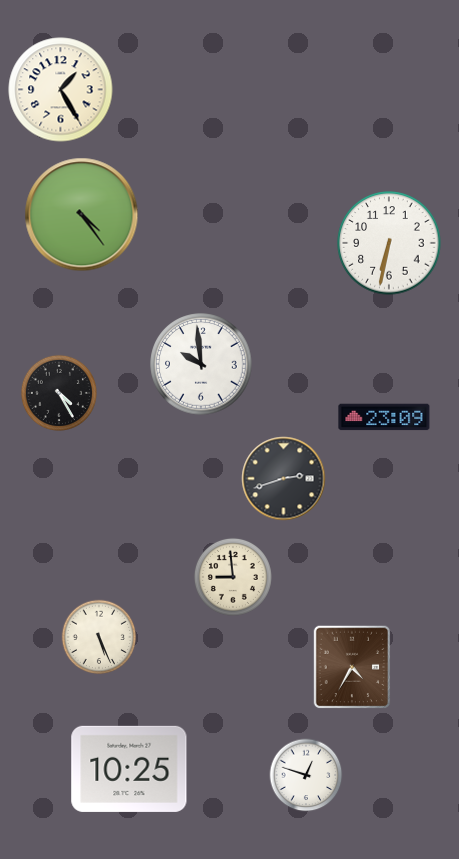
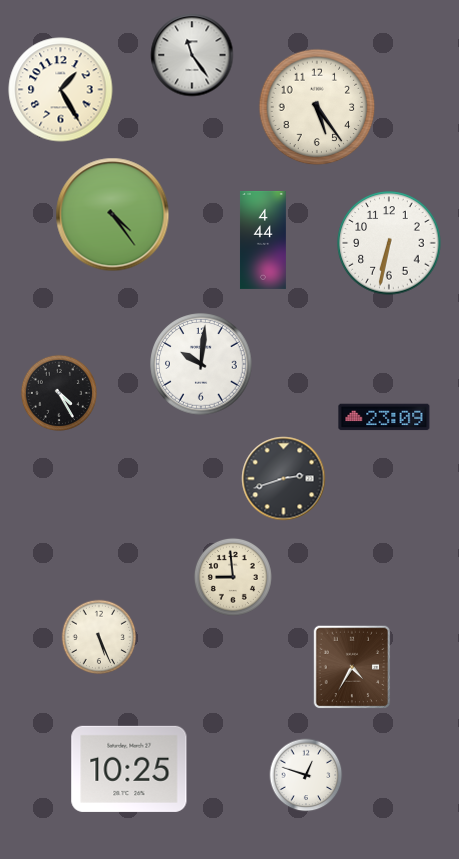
clock at (192, 55): none -> 11:24
clock at (317, 107): none -> 5:24
clock at (82, 215) position: (82, 215) -> (113, 215)
clock at (263, 240): none -> 4:44
clock at (201, 364): 9:59 -> 10:01
